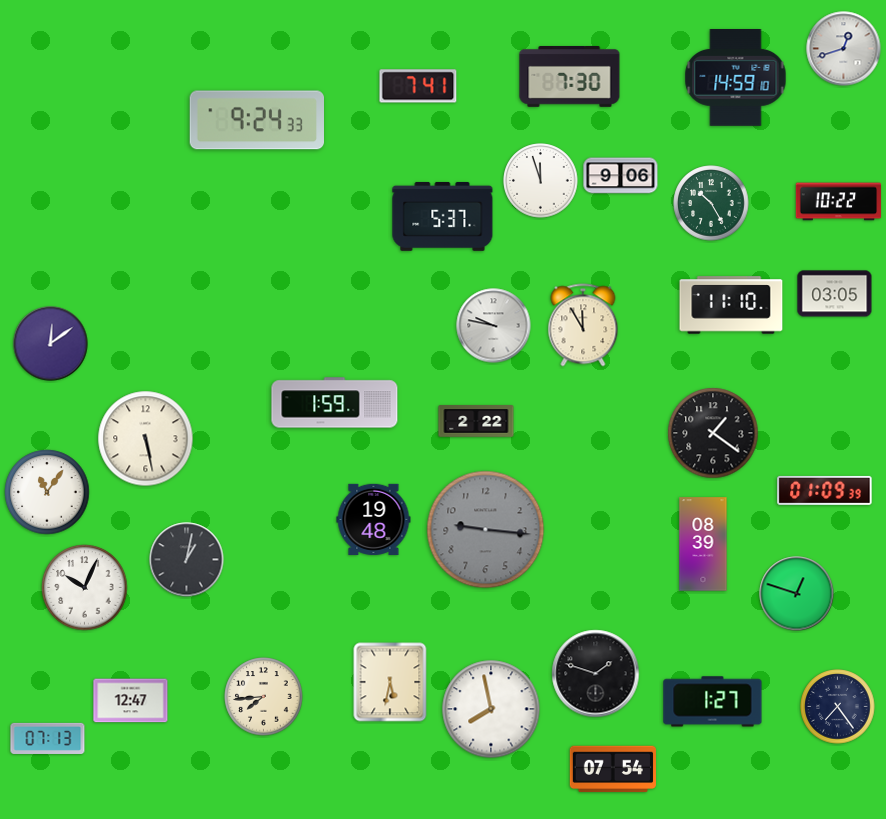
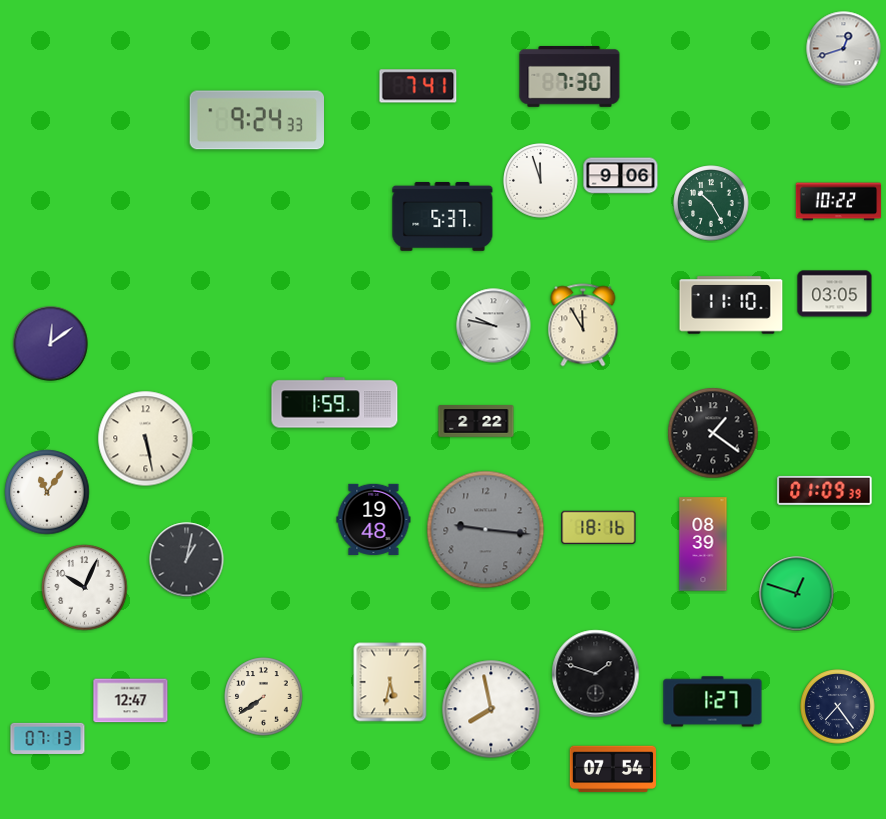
clock at (736, 78): 14:59 -> none
clock at (599, 528): none -> 18:16
clock at (264, 697): 7:44 -> 7:39
